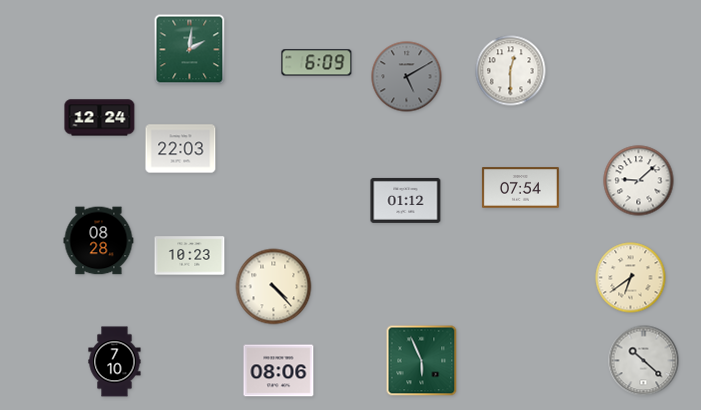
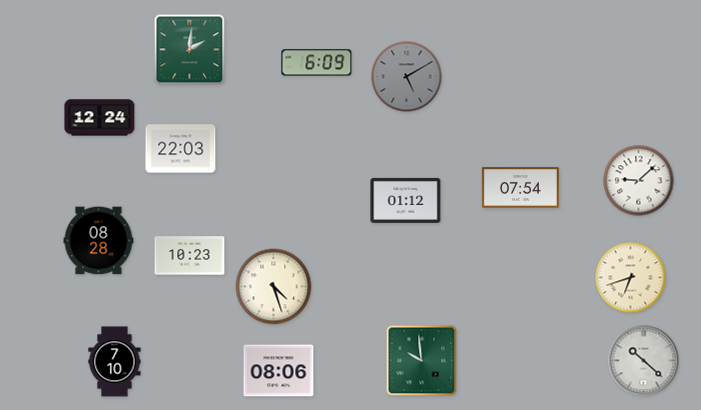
clock at (511, 71): 12:30 -> none
clock at (631, 278): 6:39 -> 6:42
clock at (274, 287): 4:23 -> 4:27
clock at (422, 361): 5:56 -> 9:59
